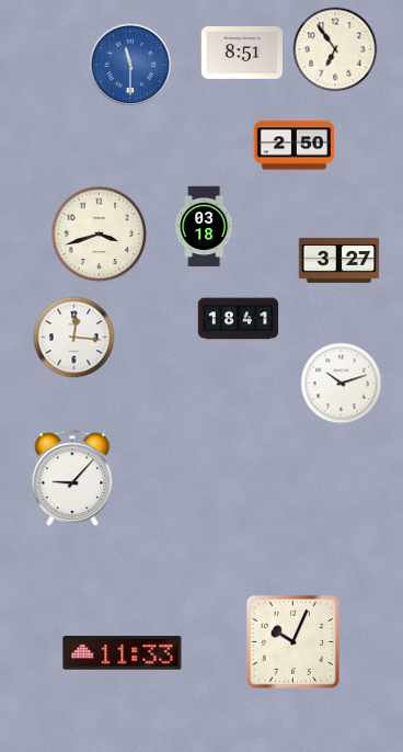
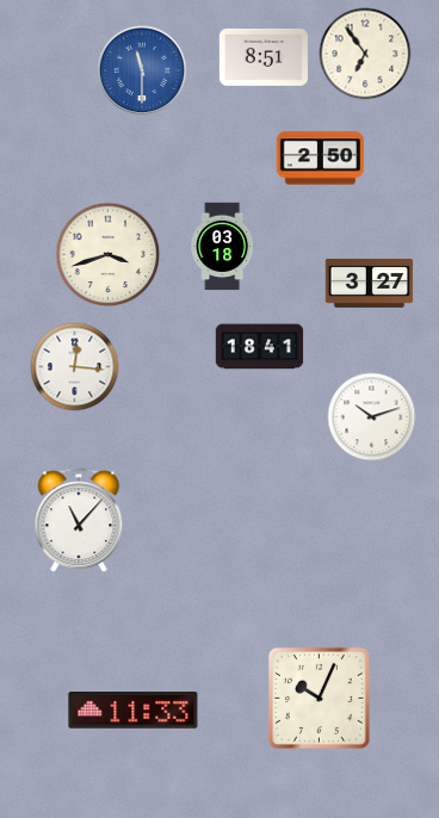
clock at (74, 338) position: (74, 338) -> (75, 367)
clock at (72, 479): 9:07 -> 11:07
